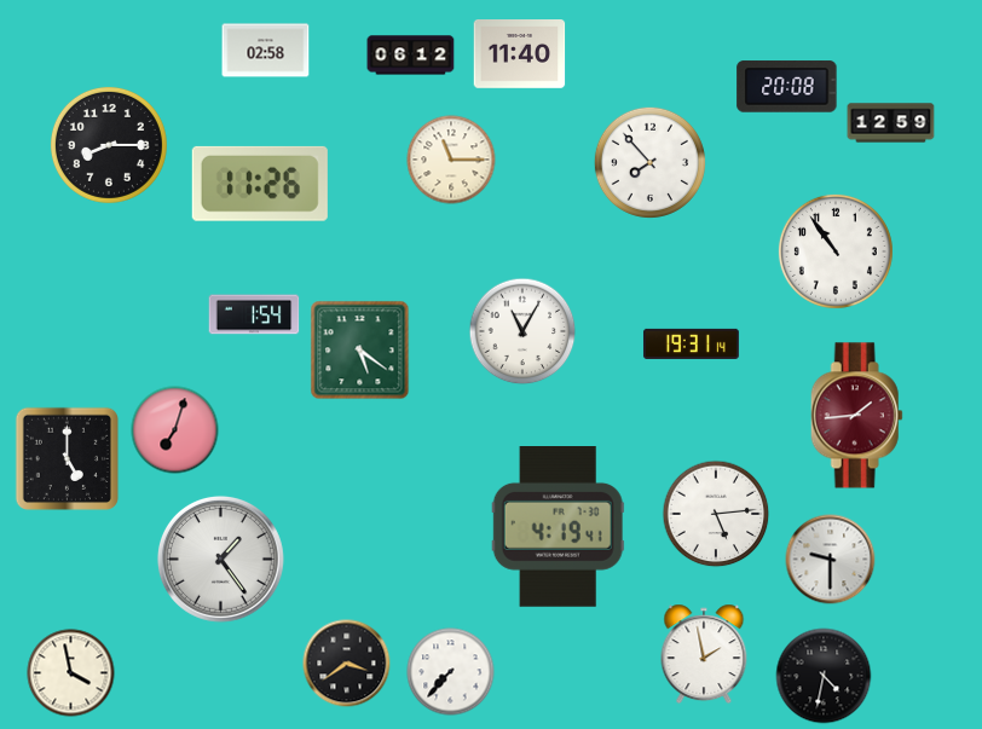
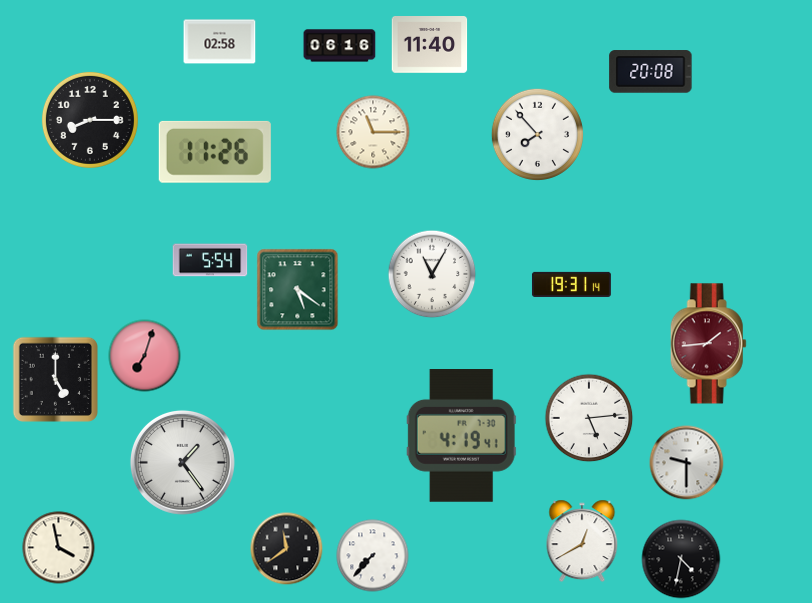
clock at (411, 56): 06:12 -> 06:16
clock at (891, 123): 12:59 -> none
clock at (836, 251): 10:54 -> none
clock at (254, 314): 1:54 -> 5:54
clock at (716, 514) position: (716, 514) -> (589, 418)
clock at (704, 654): 1:58 -> 12:40
clock at (347, 664): 3:39 -> 11:39
clock at (71, 673) position: (71, 673) -> (59, 548)
